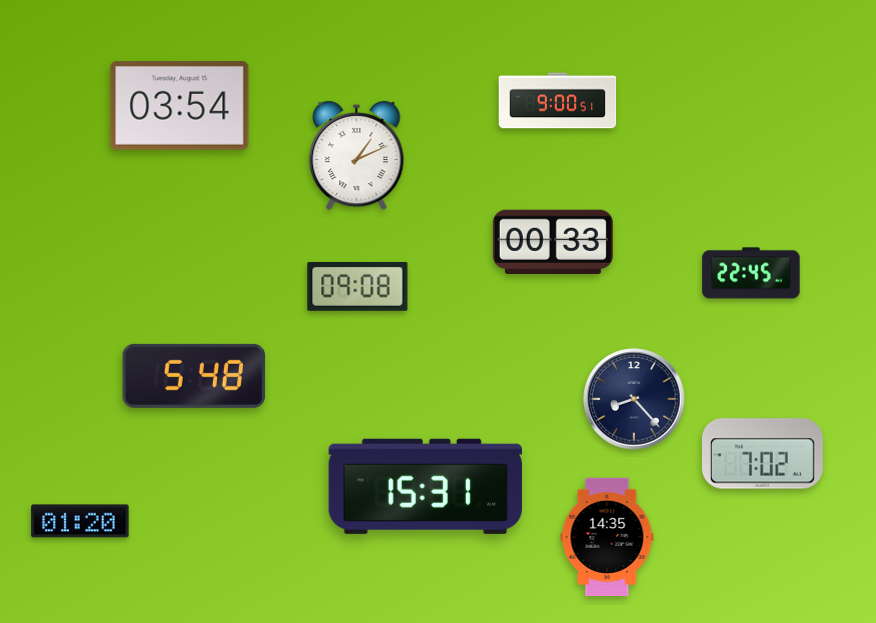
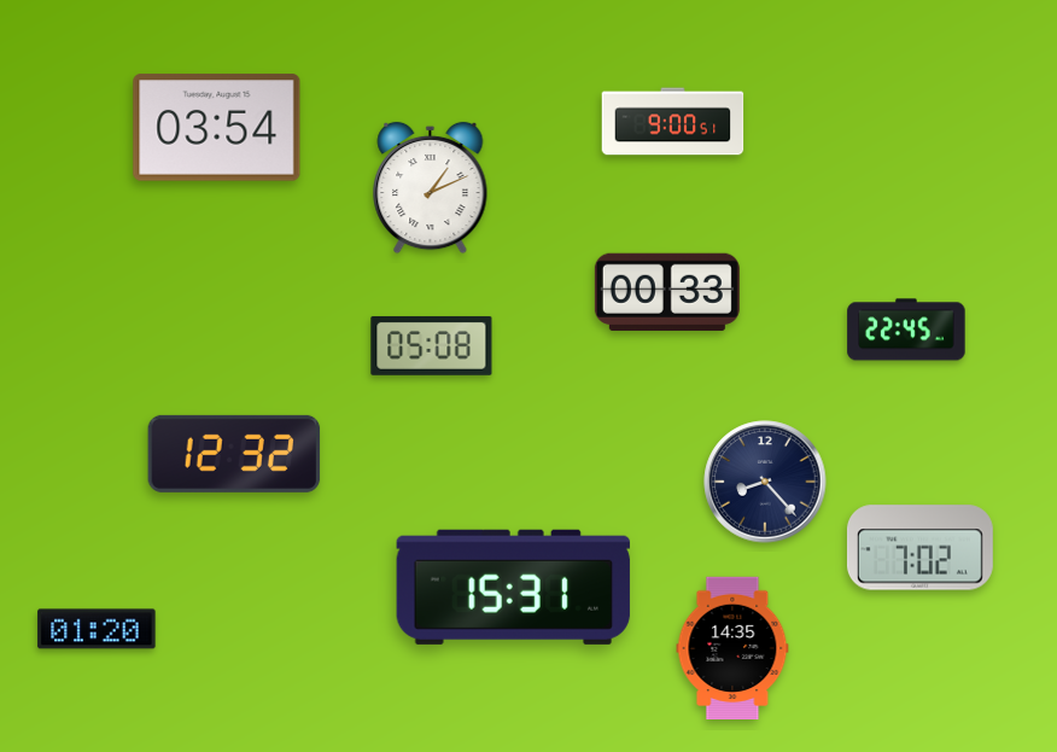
clock at (358, 286): 09:08 -> 05:08
clock at (194, 376): 5:48 -> 12:32
